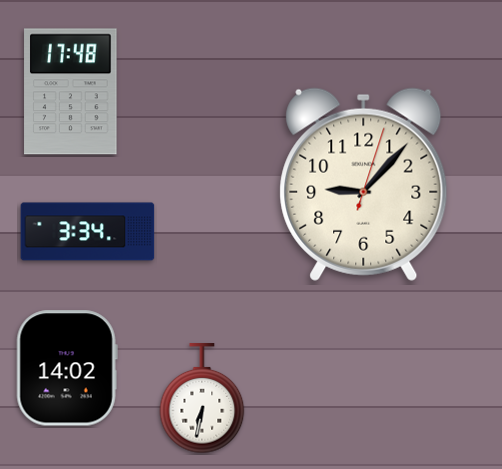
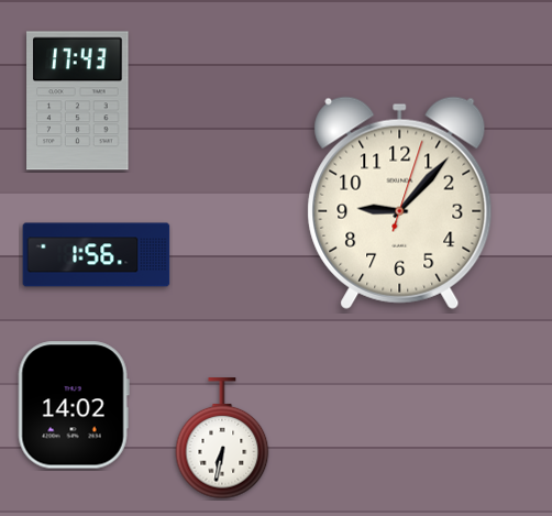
clock at (71, 92): 17:48 -> 17:43
clock at (88, 232): 3:34 -> 1:56
